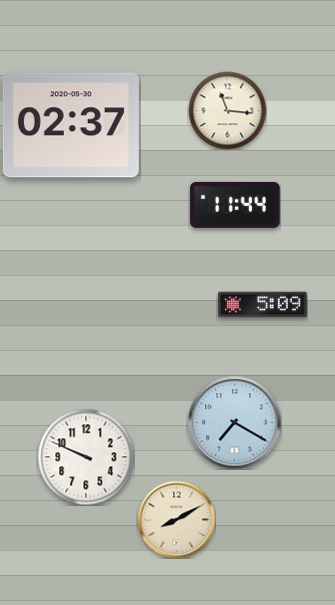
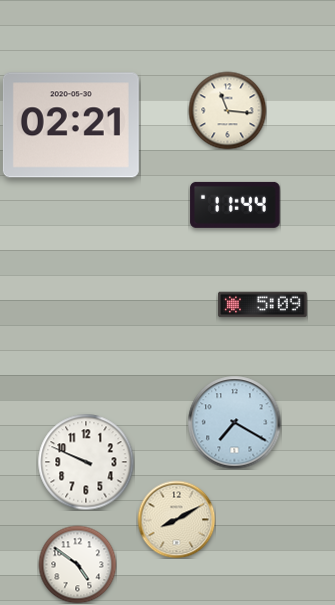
clock at (71, 125): 02:37 -> 02:21
clock at (86, 457) position: (86, 457) -> (86, 462)
clock at (77, 564): none -> 4:51
